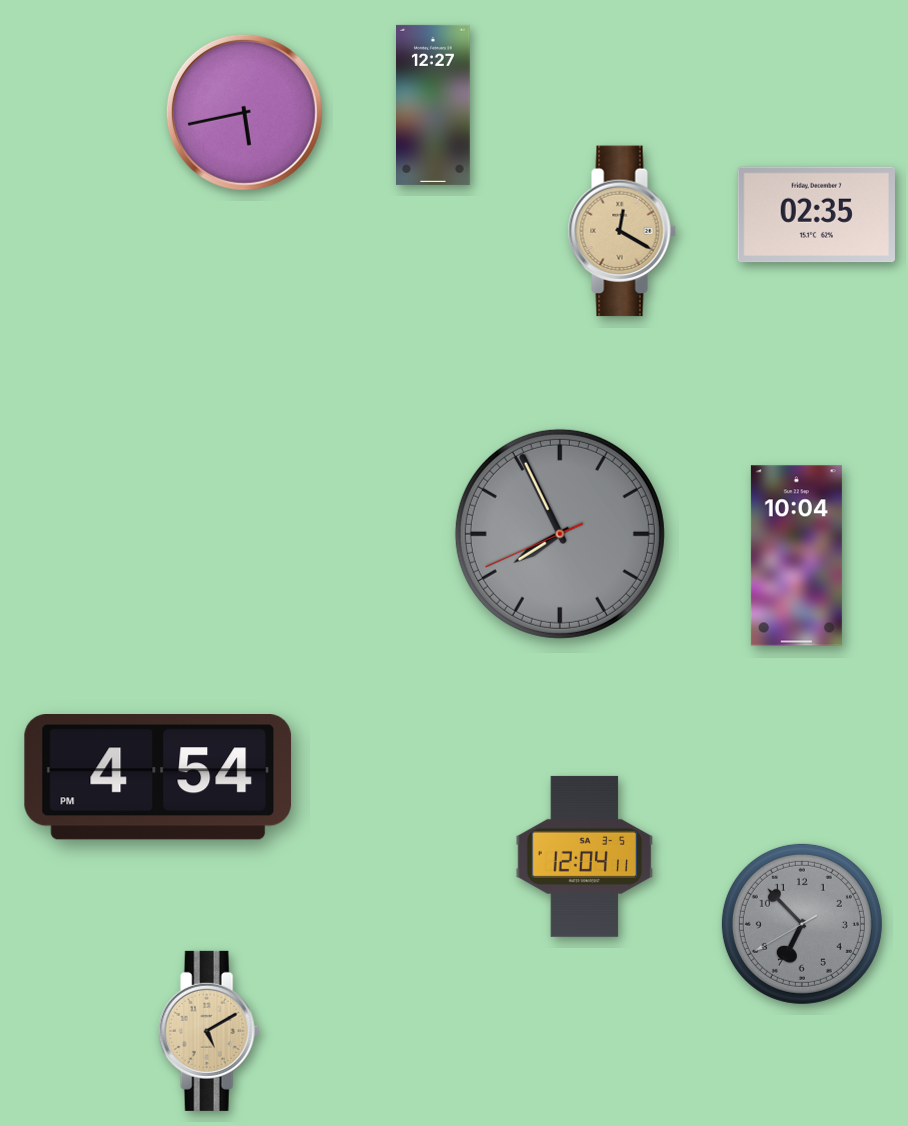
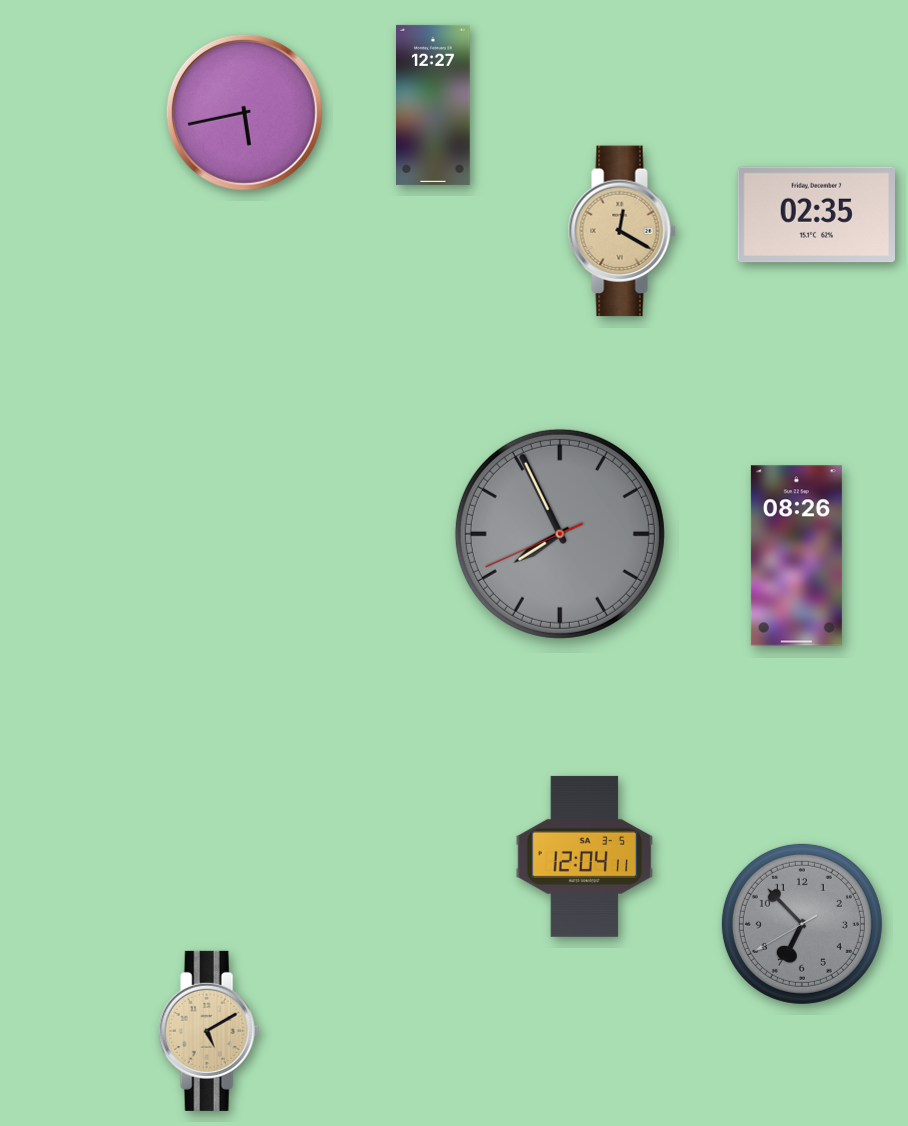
clock at (796, 556): 10:04 -> 08:26
clock at (158, 778): 4:54 -> none
